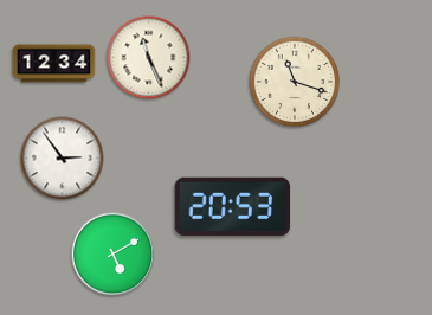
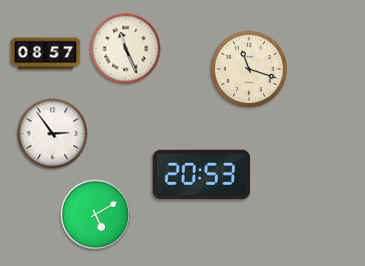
clock at (54, 64): 12:34 -> 08:57
clock at (233, 207) position: (233, 207) -> (202, 175)
